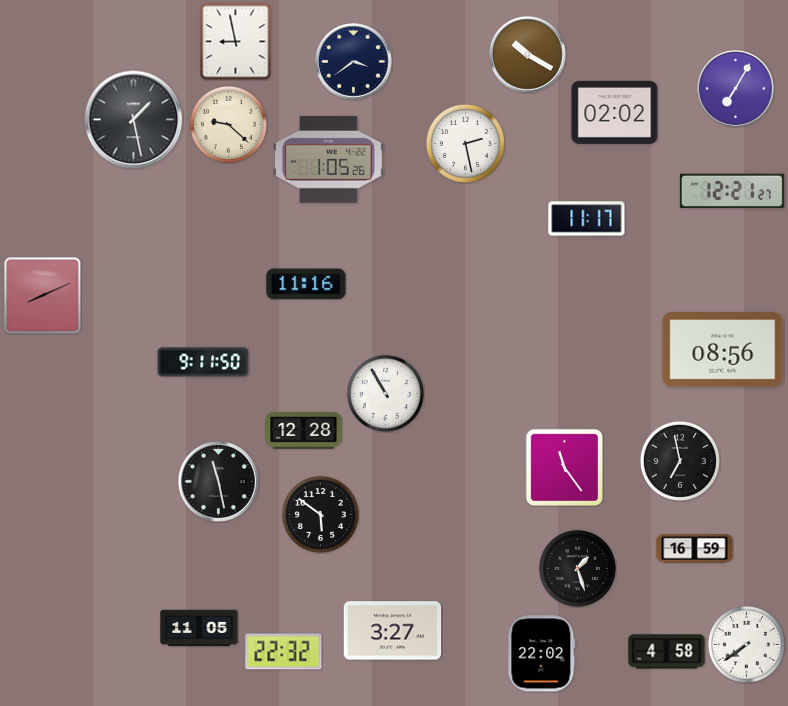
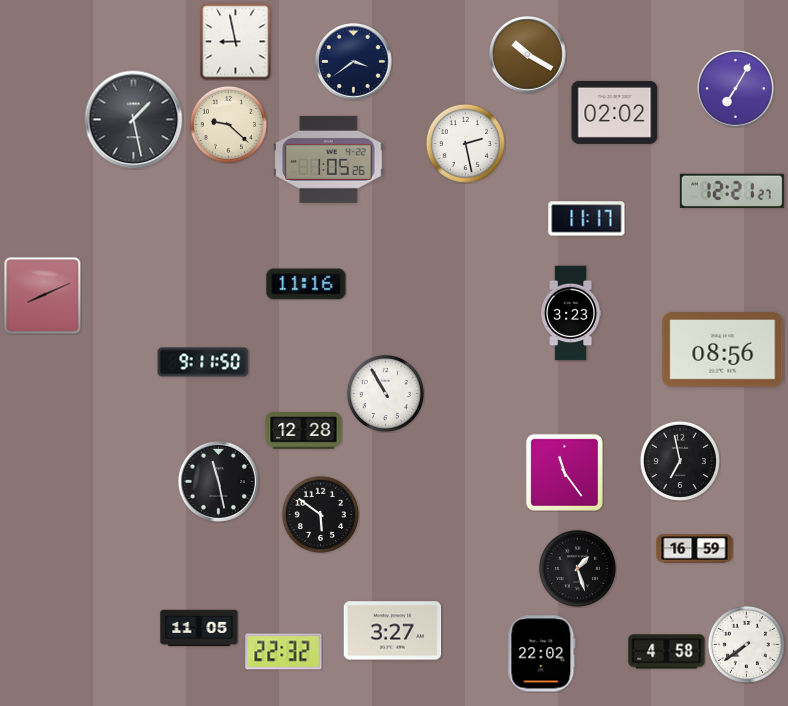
clock at (571, 313): none -> 3:23
clock at (564, 467) position: (564, 467) -> (564, 472)
